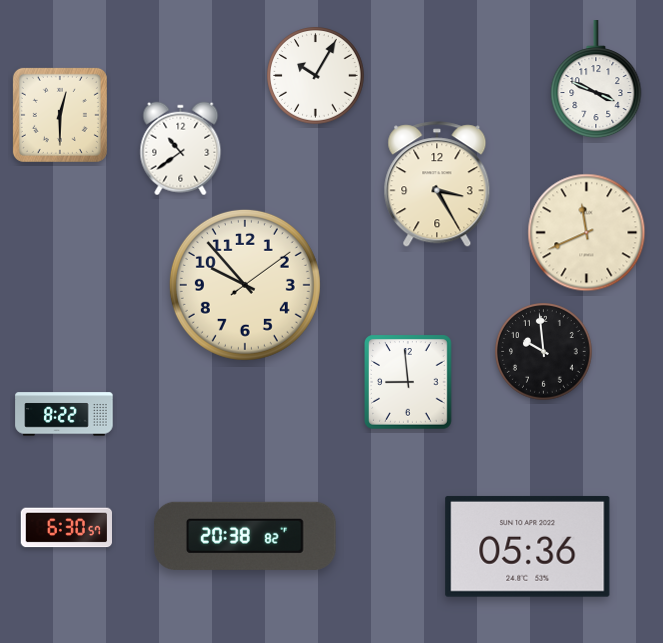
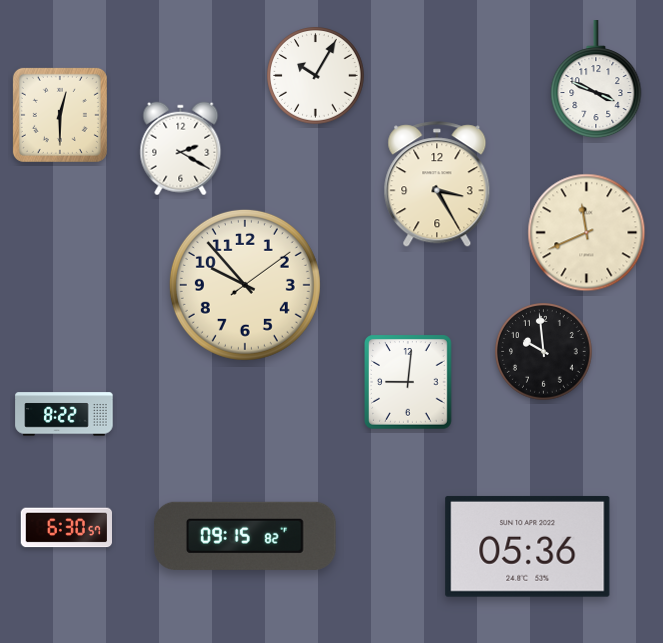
clock at (181, 149): 10:39 -> 2:20
clock at (408, 382): 8:59 -> 9:01
clock at (245, 536): 20:38 -> 09:15
